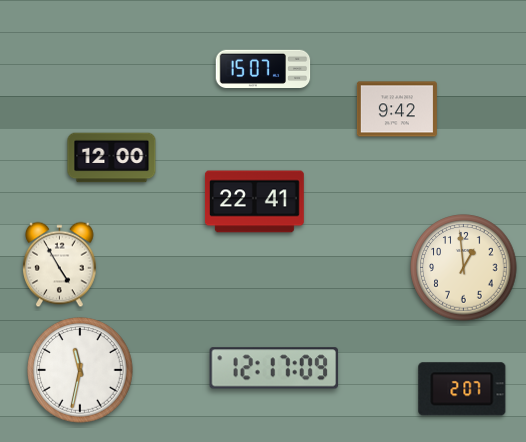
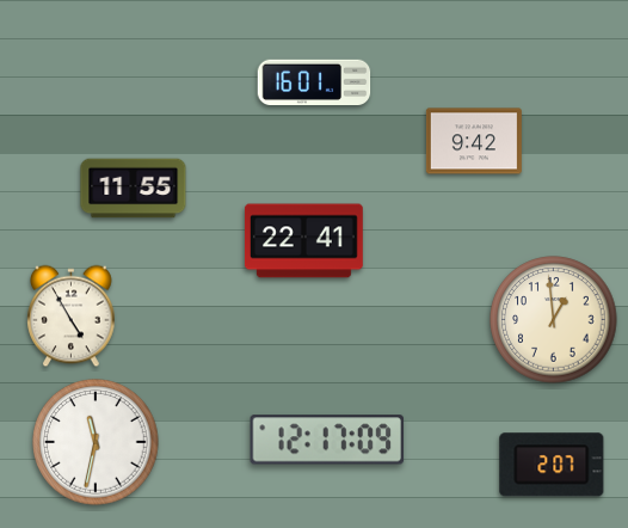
clock at (263, 68): 15:07 -> 16:01
clock at (397, 109) position: (397, 109) -> (474, 141)
clock at (112, 158): 12:00 -> 11:55
